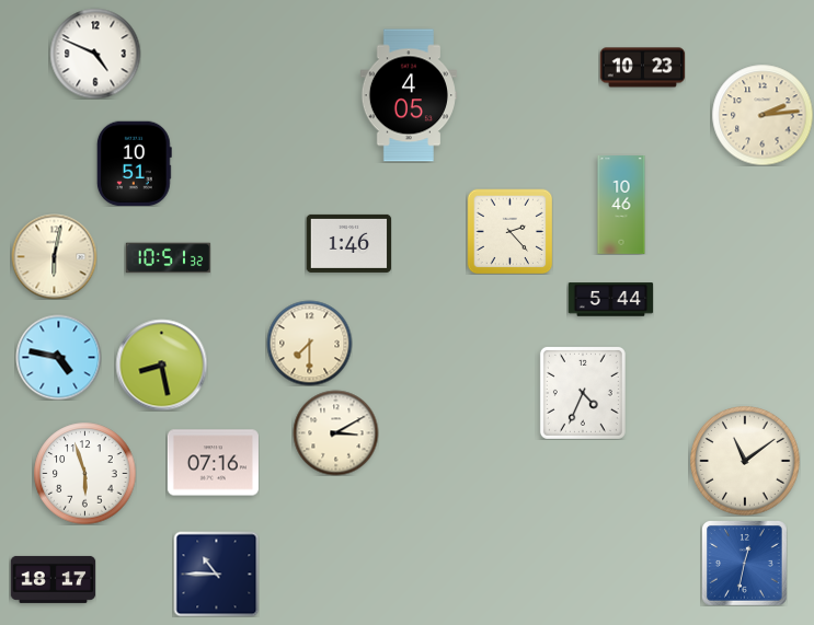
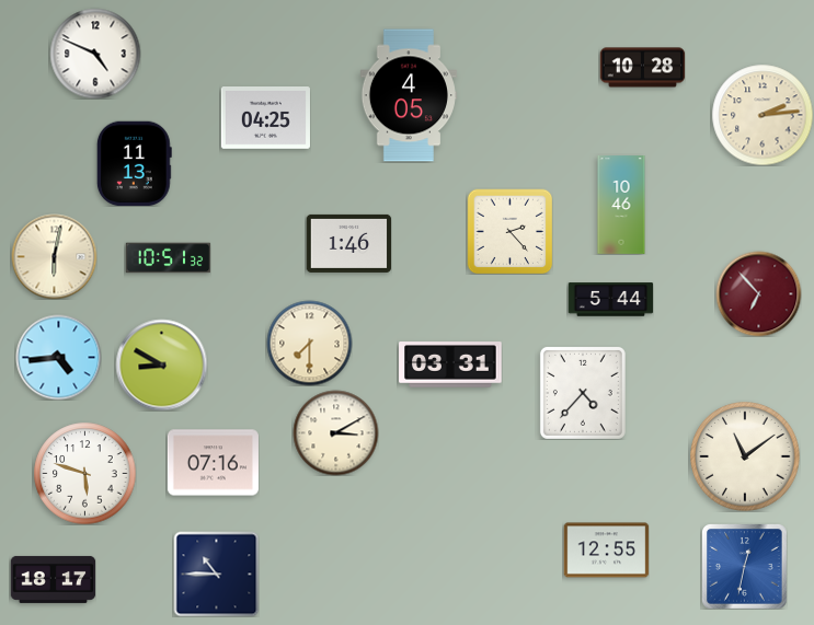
clock at (642, 68): 10:23 -> 10:28
clock at (265, 118): none -> 04:25
clock at (134, 163): 10:51 -> 11:13
clock at (758, 293): none -> 6:53
clock at (58, 357): 4:47 -> 4:44
clock at (161, 364): 8:28 -> 8:50
clock at (450, 364): none -> 03:31
clock at (583, 393): 4:34 -> 4:37
clock at (745, 461) position: (745, 461) -> (745, 456)
clock at (84, 473): 5:57 -> 5:48
clock at (606, 551): none -> 12:55
clock at (744, 563) position: (744, 563) -> (744, 566)
